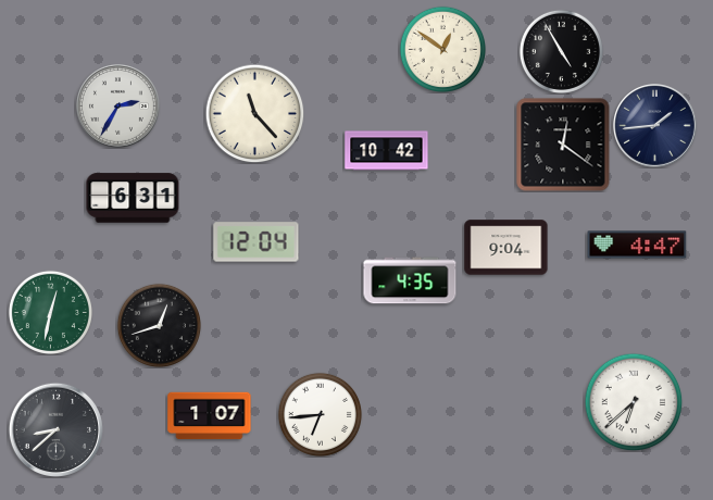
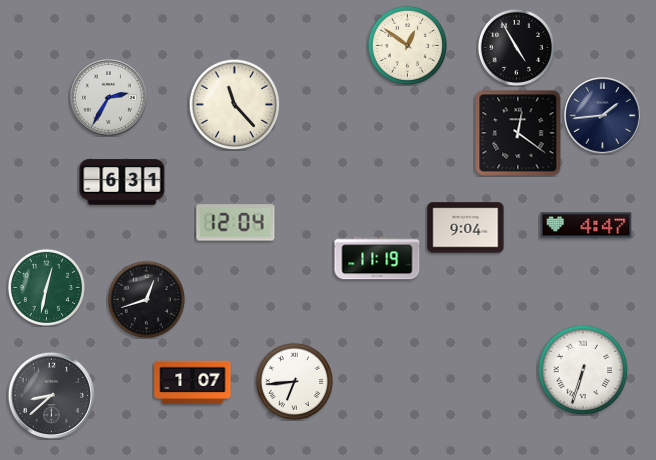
clock at (387, 151): 10:42 -> none
clock at (410, 280): 4:35 -> 11:19
clock at (634, 402): 6:38 -> 6:33
